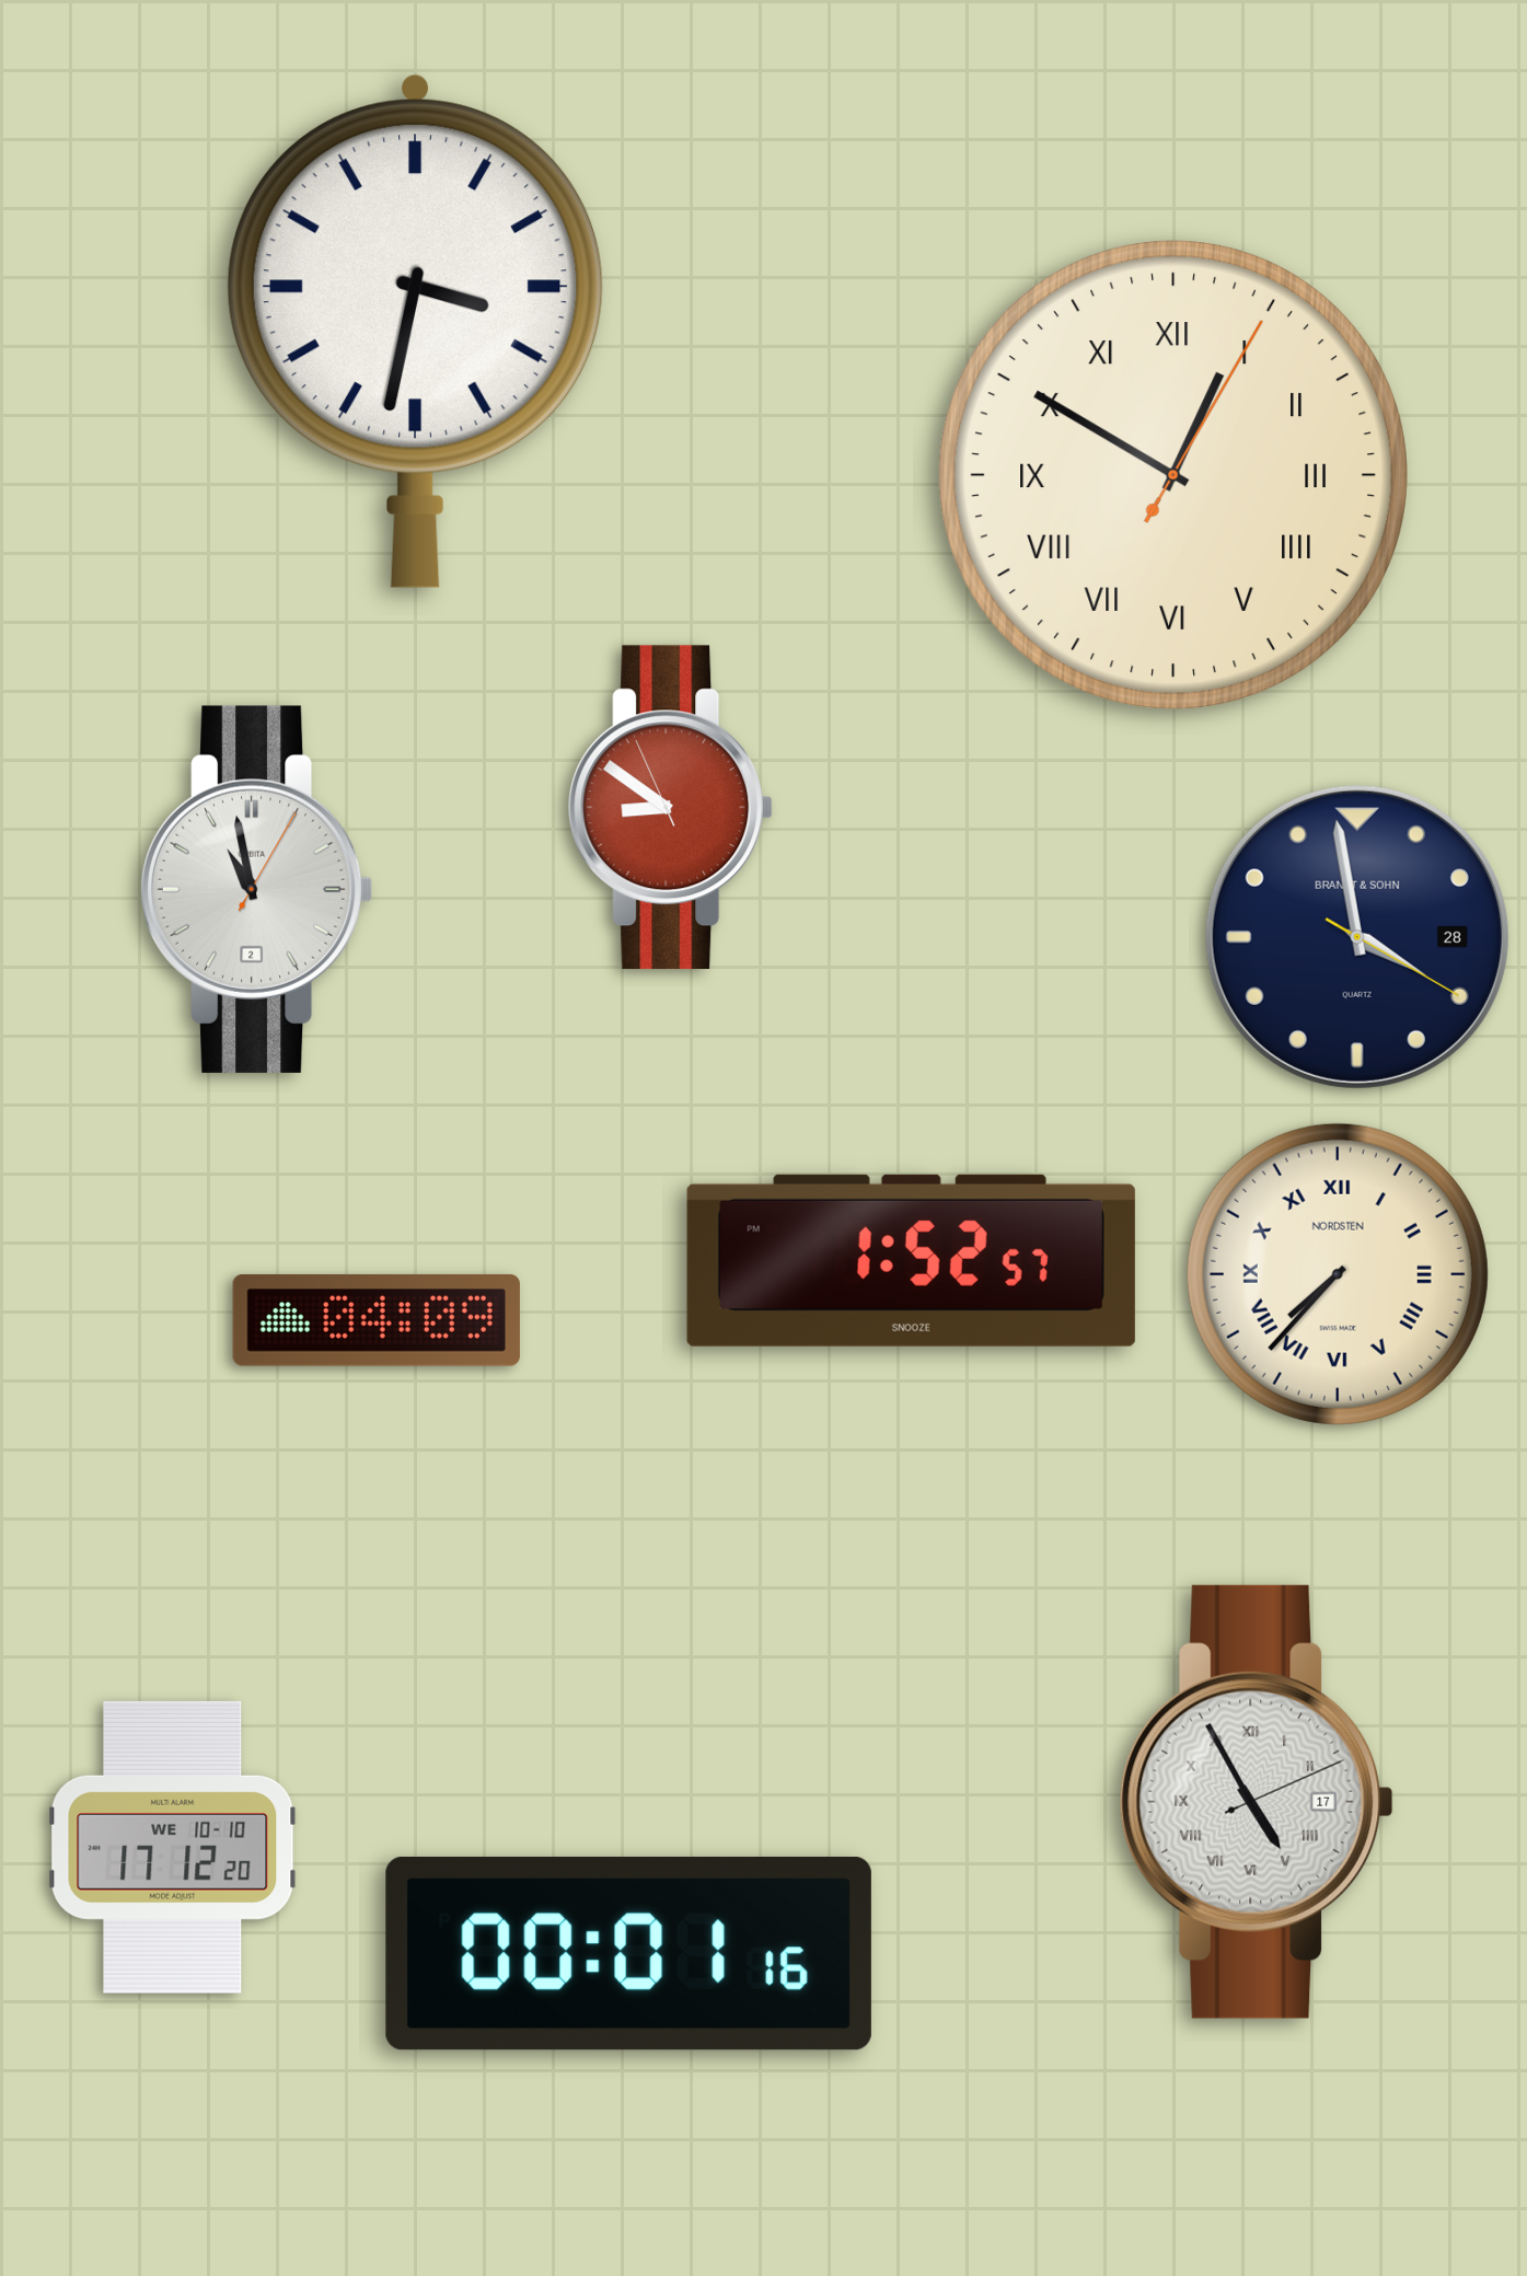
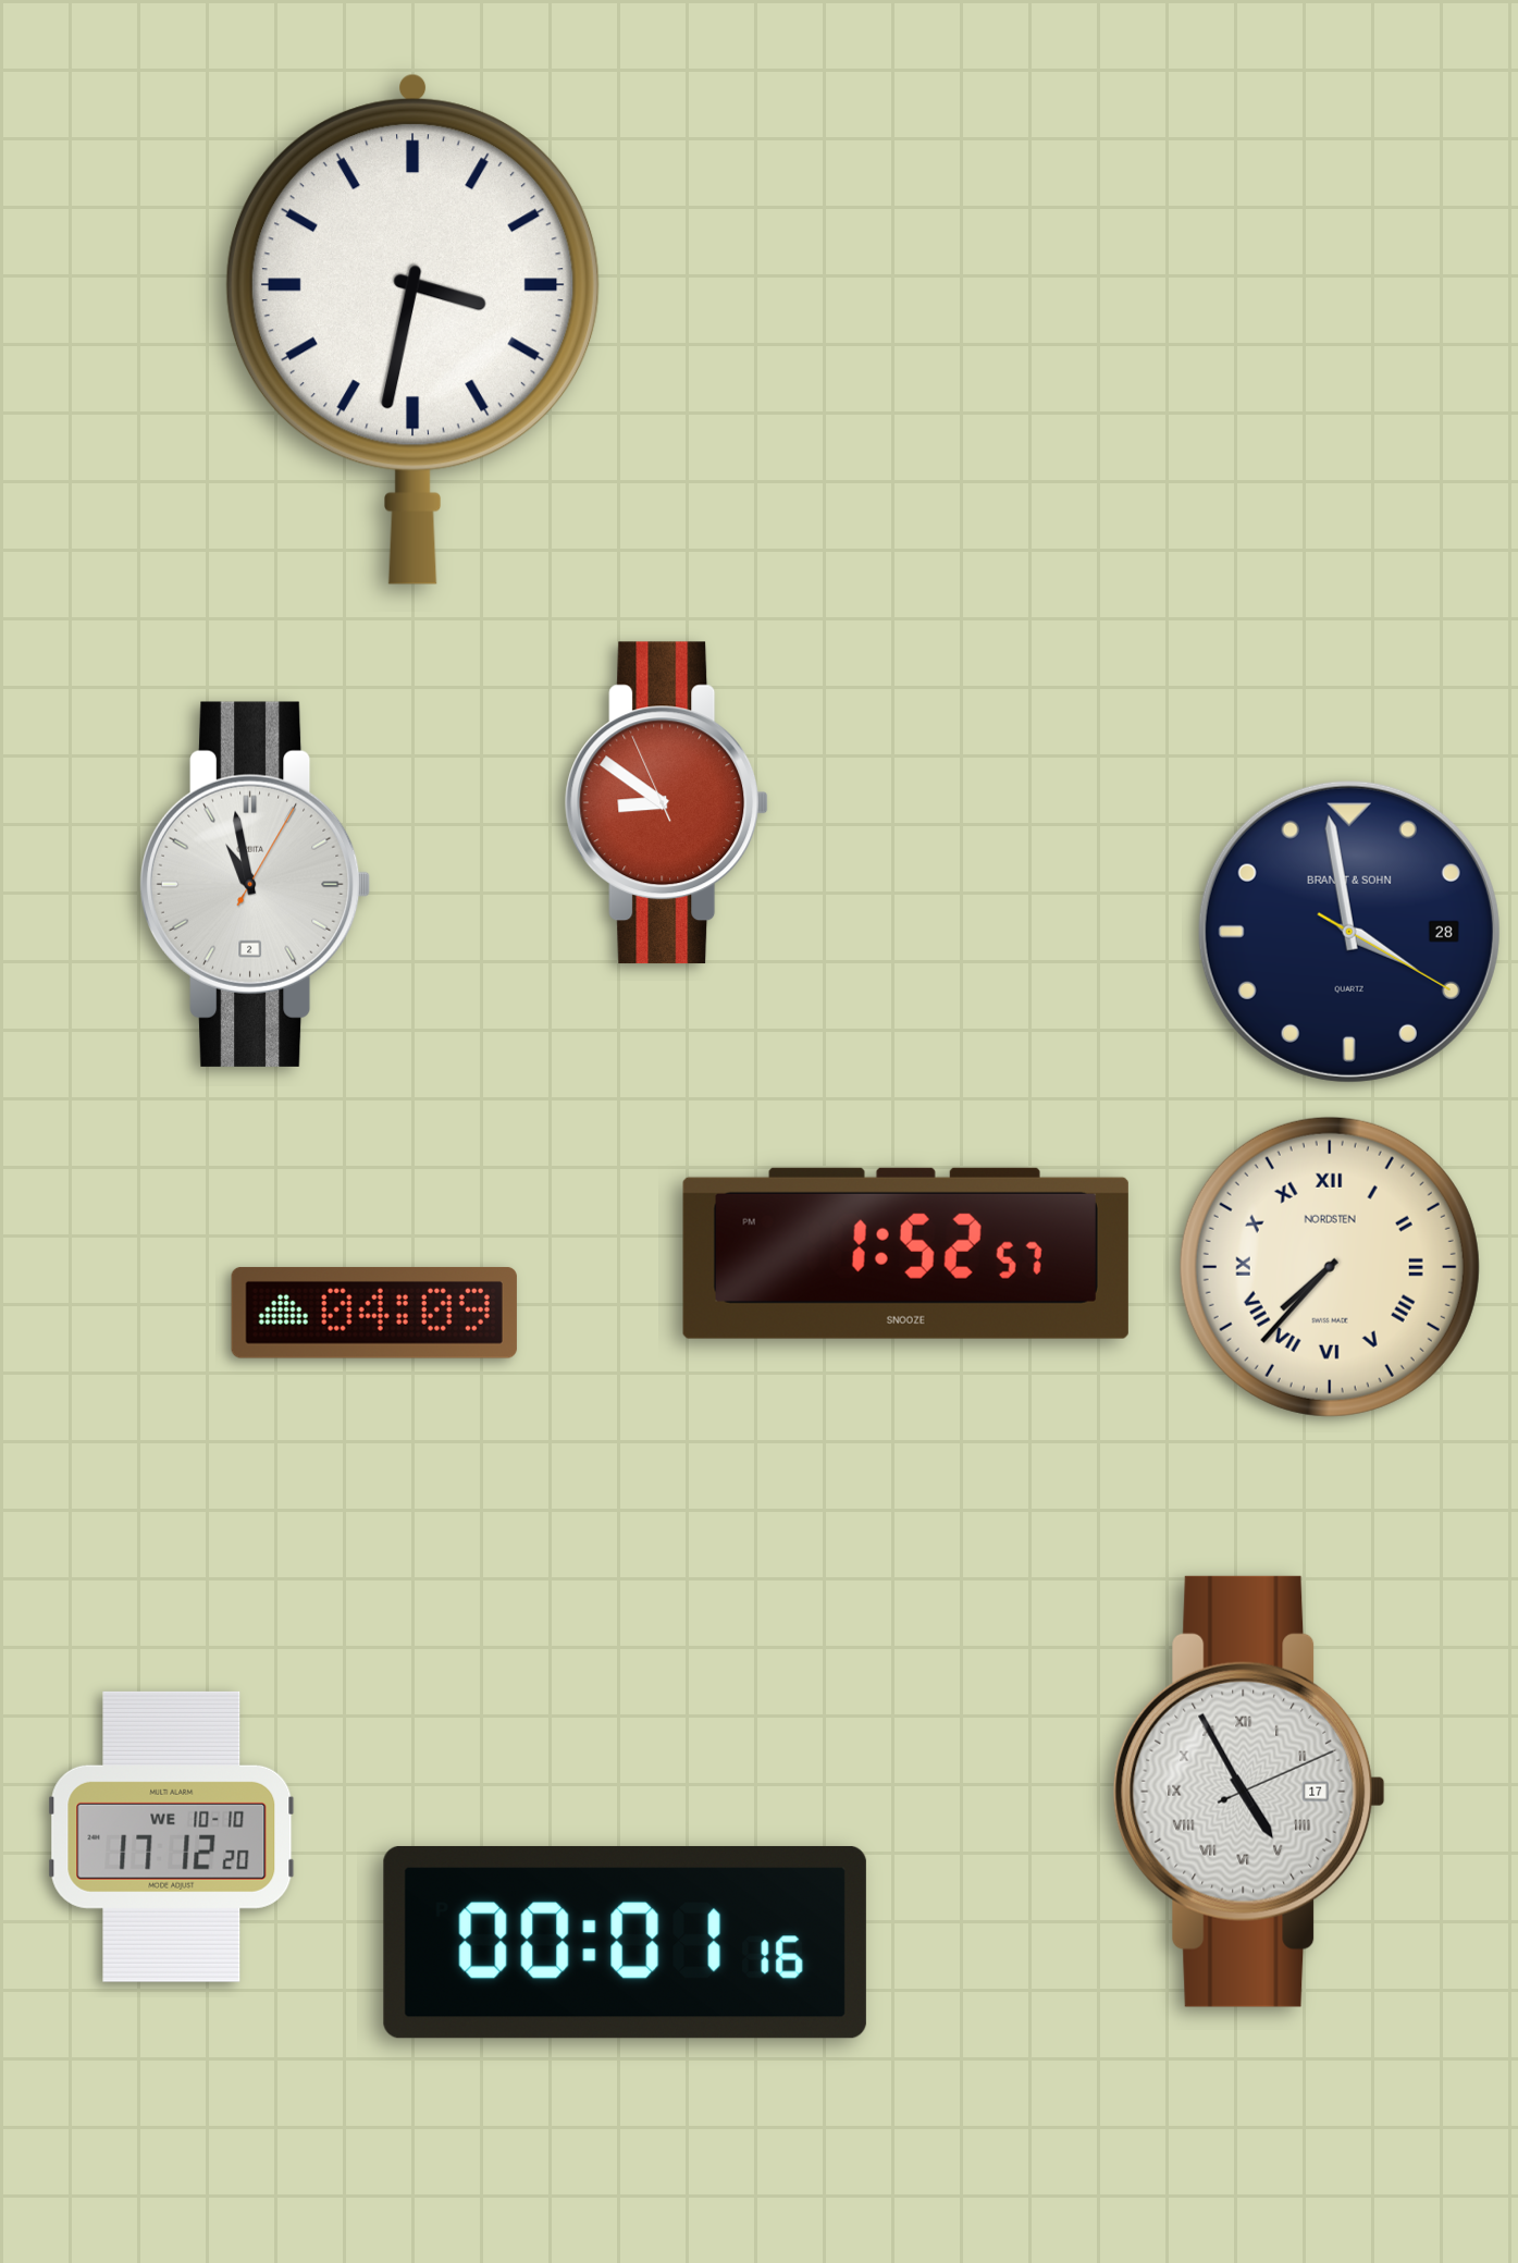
clock at (1173, 475): 12:50 -> none
